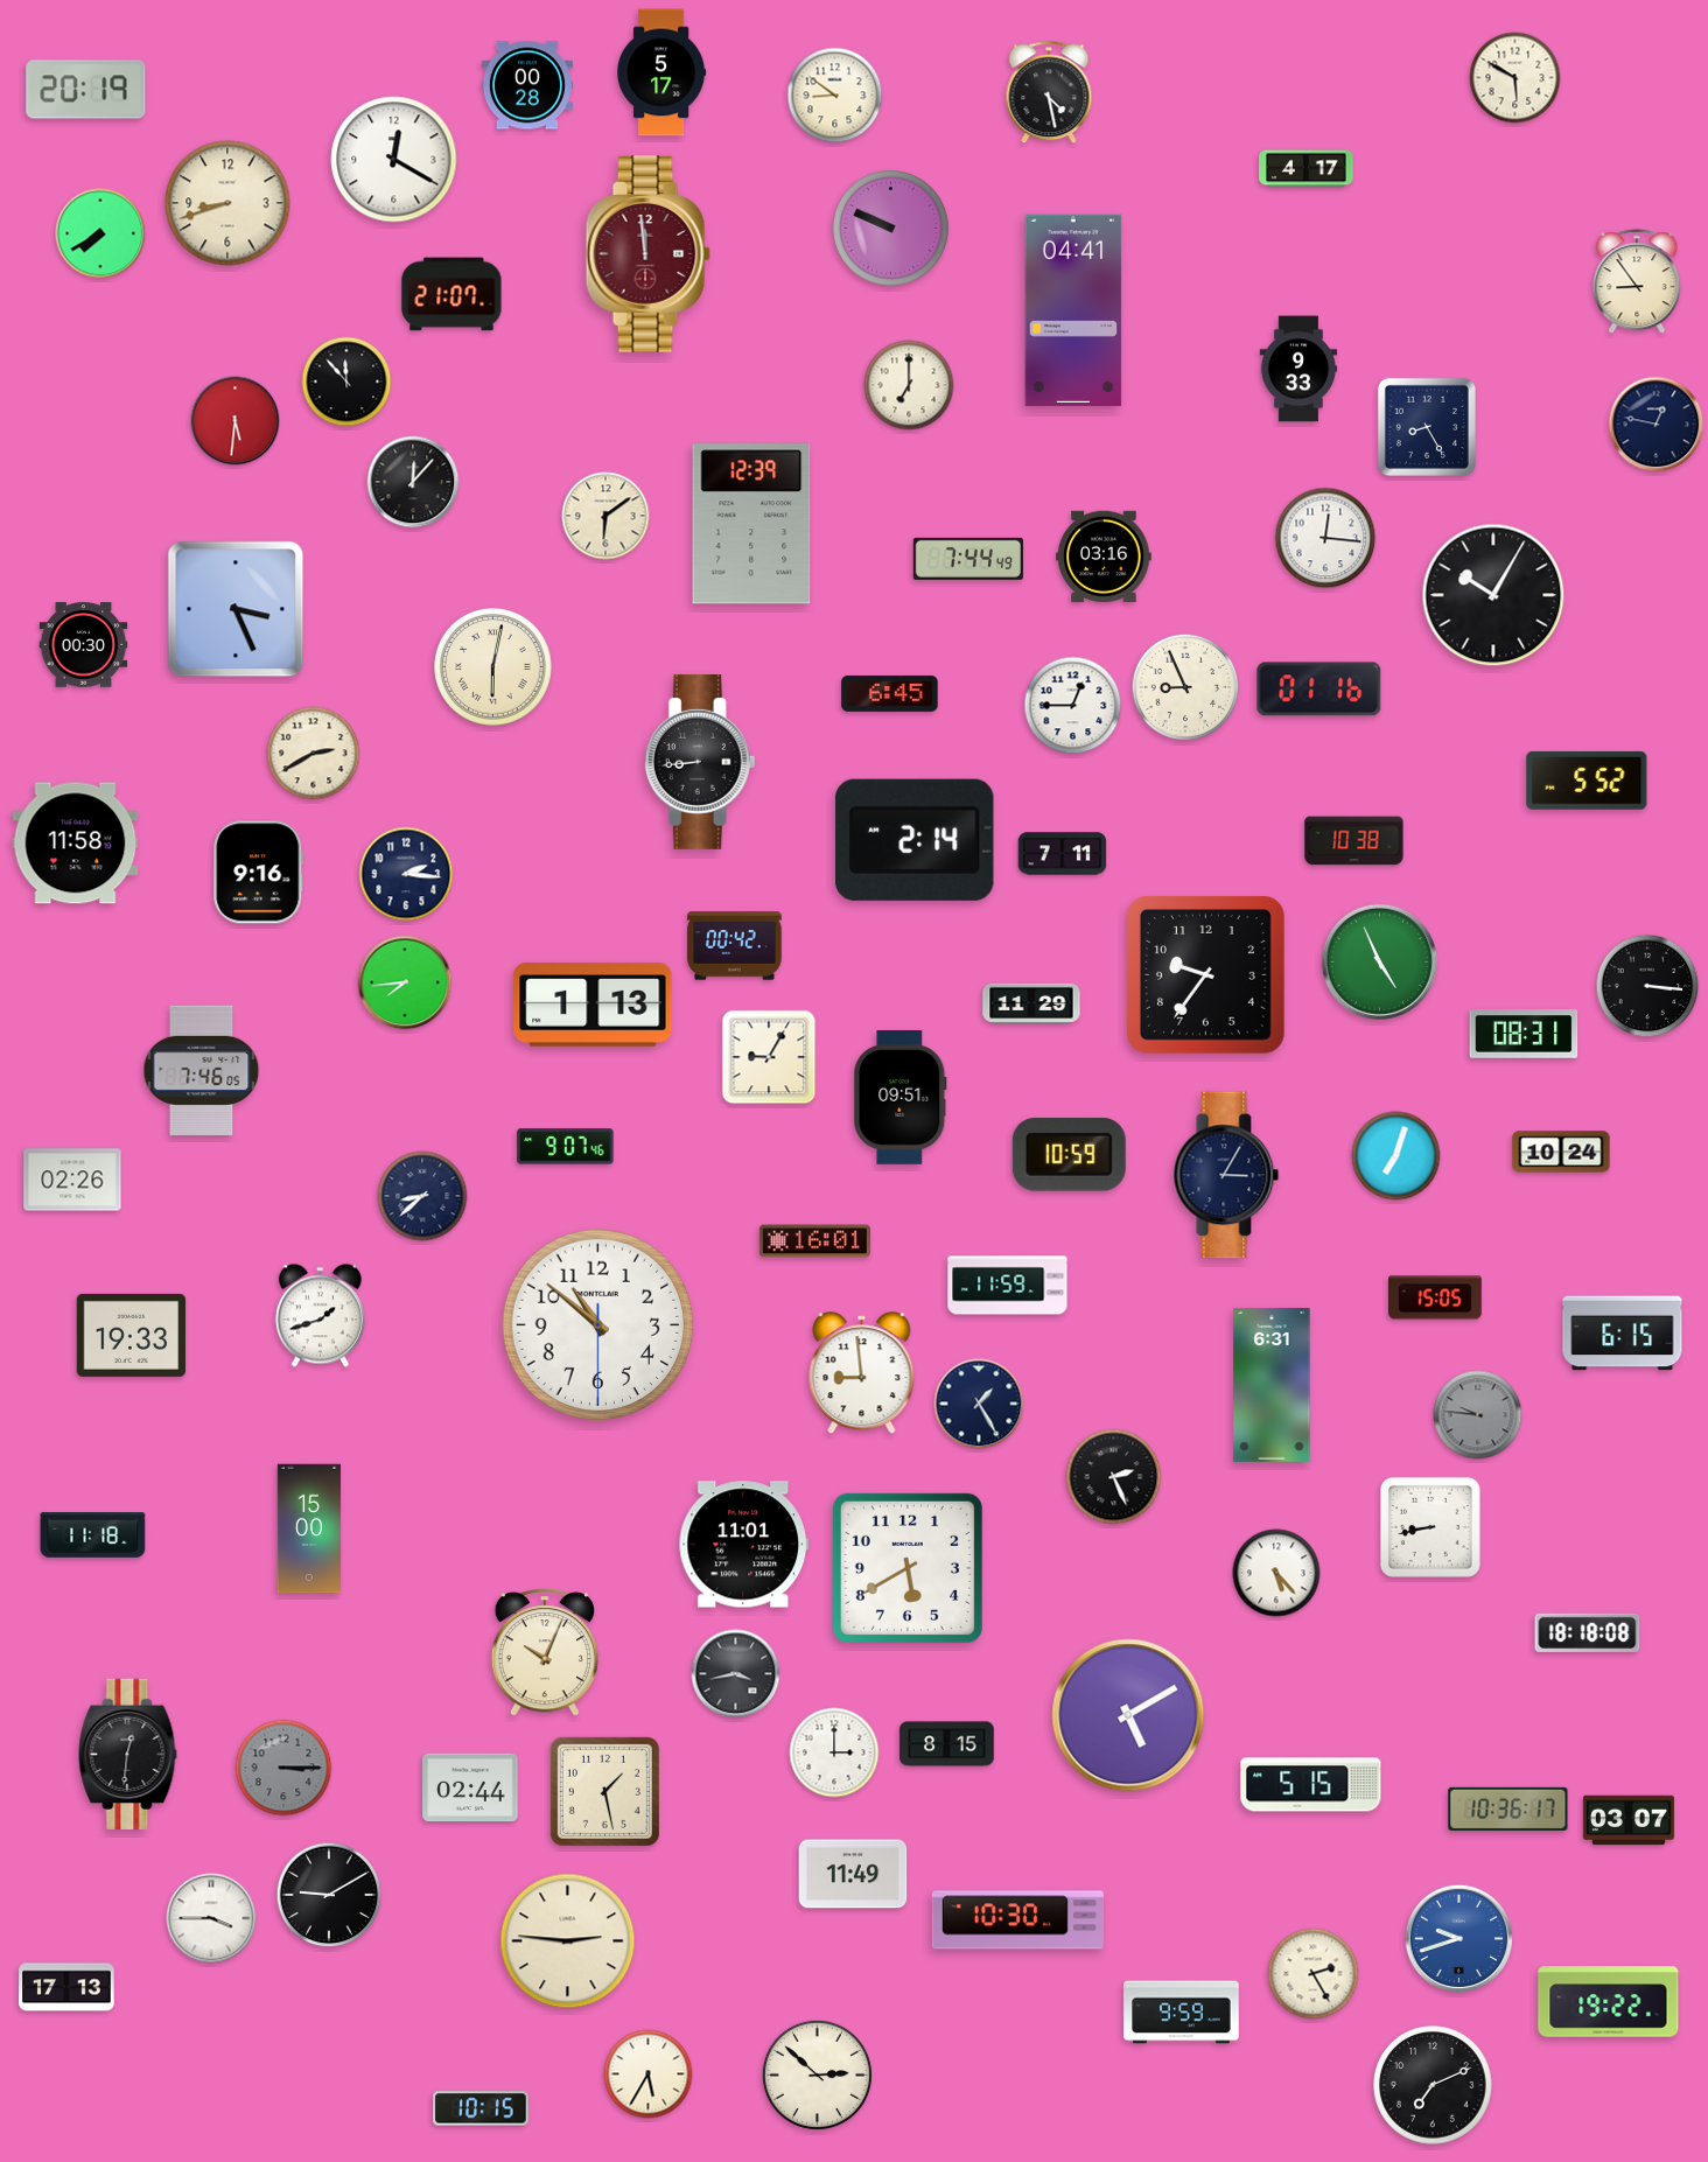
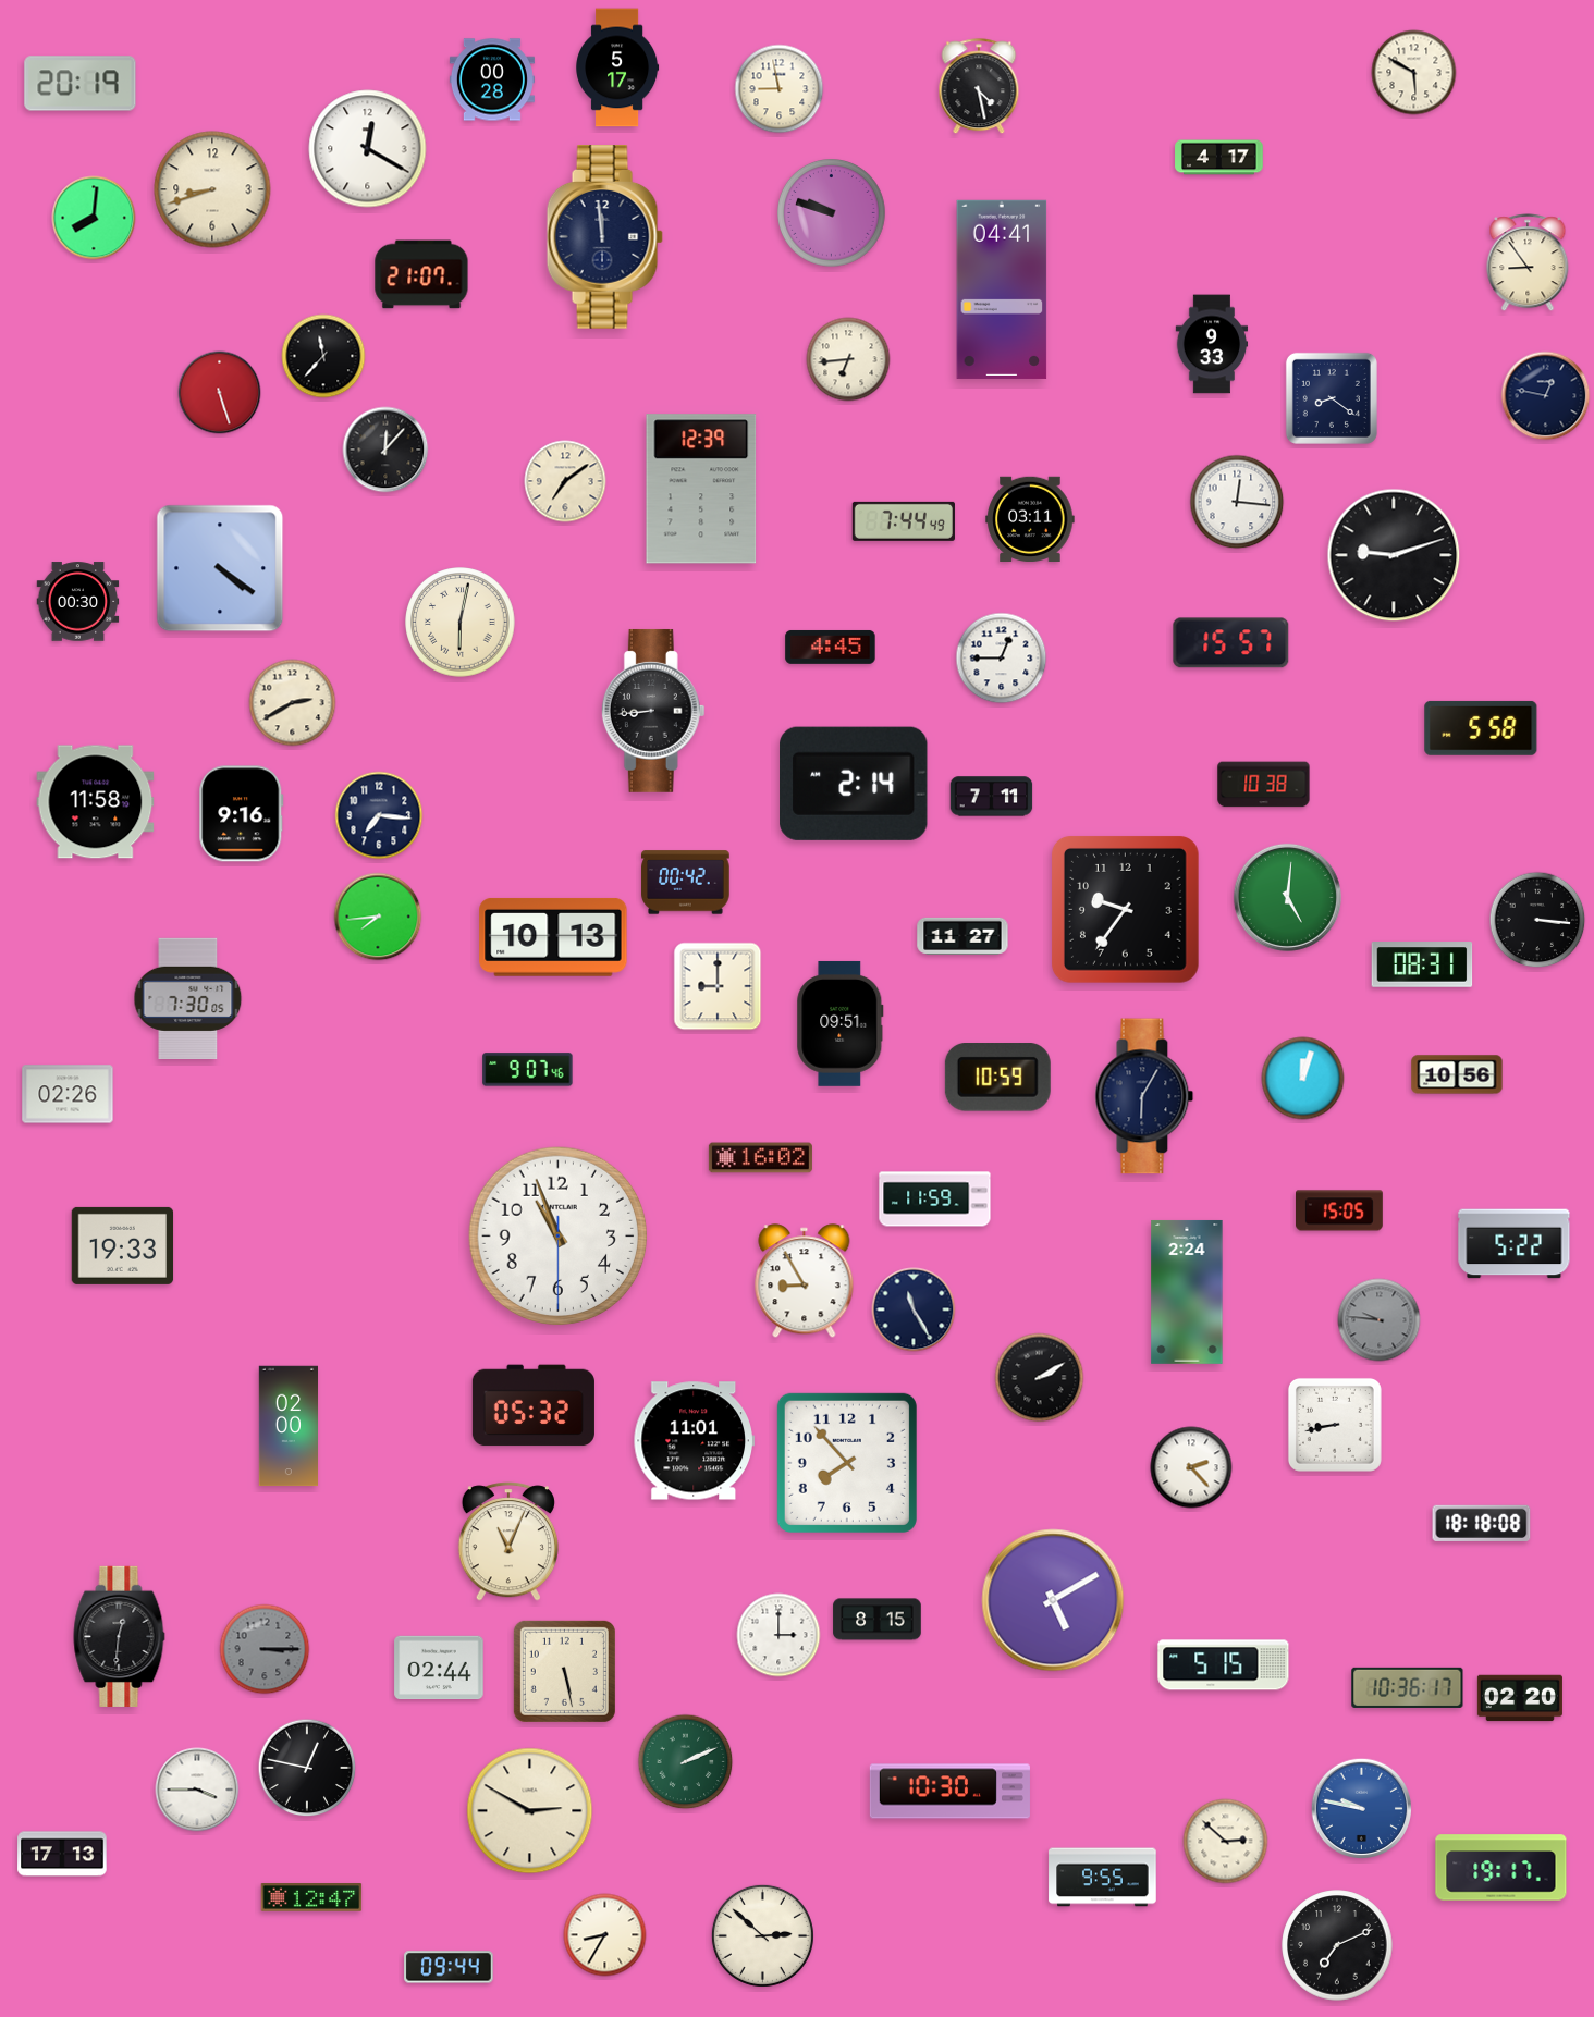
clock at (835, 96): 8:51 -> 8:58
clock at (891, 229): 9:49 -> 9:48
clock at (100, 233): 7:40 -> 8:01
clock at (647, 254) dial: burgundy -> navy
clock at (346, 382): 11:53 -> 11:37
clock at (909, 385): 7:00 -> 6:44
clock at (236, 421): 5:31 -> 5:27
clock at (1427, 427): 8:25 -> 8:21
clock at (605, 516): 6:09 -> 7:09
clock at (1104, 555): 03:16 -> 03:11
clock at (1493, 595): 10:05 -> 9:12
clock at (236, 609): 3:26 -> 4:21
clock at (1185, 687): 8:56 -> none
clock at (1319, 690): 01:16 -> 15:57
clock at (890, 693): 6:45 -> 4:45
clock at (1587, 781): 5:52 -> 5:58
clock at (76, 844) position: (76, 844) -> (96, 802)
clock at (406, 874): 2:16 -> 7:16
clock at (1379, 961): 4:56 -> 5:01
clock at (1031, 1003): 11:29 -> 11:27
clock at (593, 1005): 1:13 -> 10:13
clock at (769, 1057): 9:05 -> 9:00
clock at (202, 1070): 7:46 -> 7:30
clock at (1561, 1152): 10:24 -> 10:56
clock at (1396, 1156): 7:03 -> 12:03
clock at (1226, 1175): 3:05 -> 6:05
clock at (72, 1180) position: (72, 1180) -> (68, 1094)
clock at (422, 1196): 8:38 -> none
clock at (814, 1241): 16:01 -> 16:02
clock at (1008, 1286) position: (1008, 1286) -> (935, 1200)
clock at (320, 1316): 1:42 -> none
clock at (598, 1325): 10:51 -> 10:56
clock at (1623, 1334): 6:15 -> 5:22
clock at (862, 1373): 8:59 -> 8:55
clock at (1272, 1385): 6:31 -> 2:24
clock at (979, 1404): 1:25 -> 11:25
clock at (1114, 1477): 2:26 -> 2:10
clock at (534, 1405): none -> 05:32
clock at (308, 1528): 15:00 -> 02:00
clock at (93, 1535): 11:18 -> none
clock at (908, 1568): 5:40 -> 7:53
clock at (1276, 1573): 5:23 -> 2:23
clock at (545, 1652): 10:04 -> 11:04
clock at (736, 1674): 3:43 -> none
clock at (947, 1744) position: (947, 1744) -> (878, 1620)
clock at (604, 1791): 1:28 -> 5:28
clock at (1629, 1820): 03:07 -> 02:20
clock at (853, 1874): 11:49 -> none
clock at (686, 1762): none -> 2:11
clock at (329, 1895): 9:10 -> 12:47
clock at (1459, 1939): 9:42 -> 9:47
clock at (568, 1941): 2:46 -> 2:50
clock at (1314, 1974): 2:25 -> 2:52
clock at (1609, 2002): 19:22 -> 19:17
clock at (1182, 2013): 9:59 -> 9:55
clock at (311, 1898): none -> 12:47
clock at (649, 2074): 5:35 -> 8:35
clock at (481, 2108): 10:15 -> 09:44
